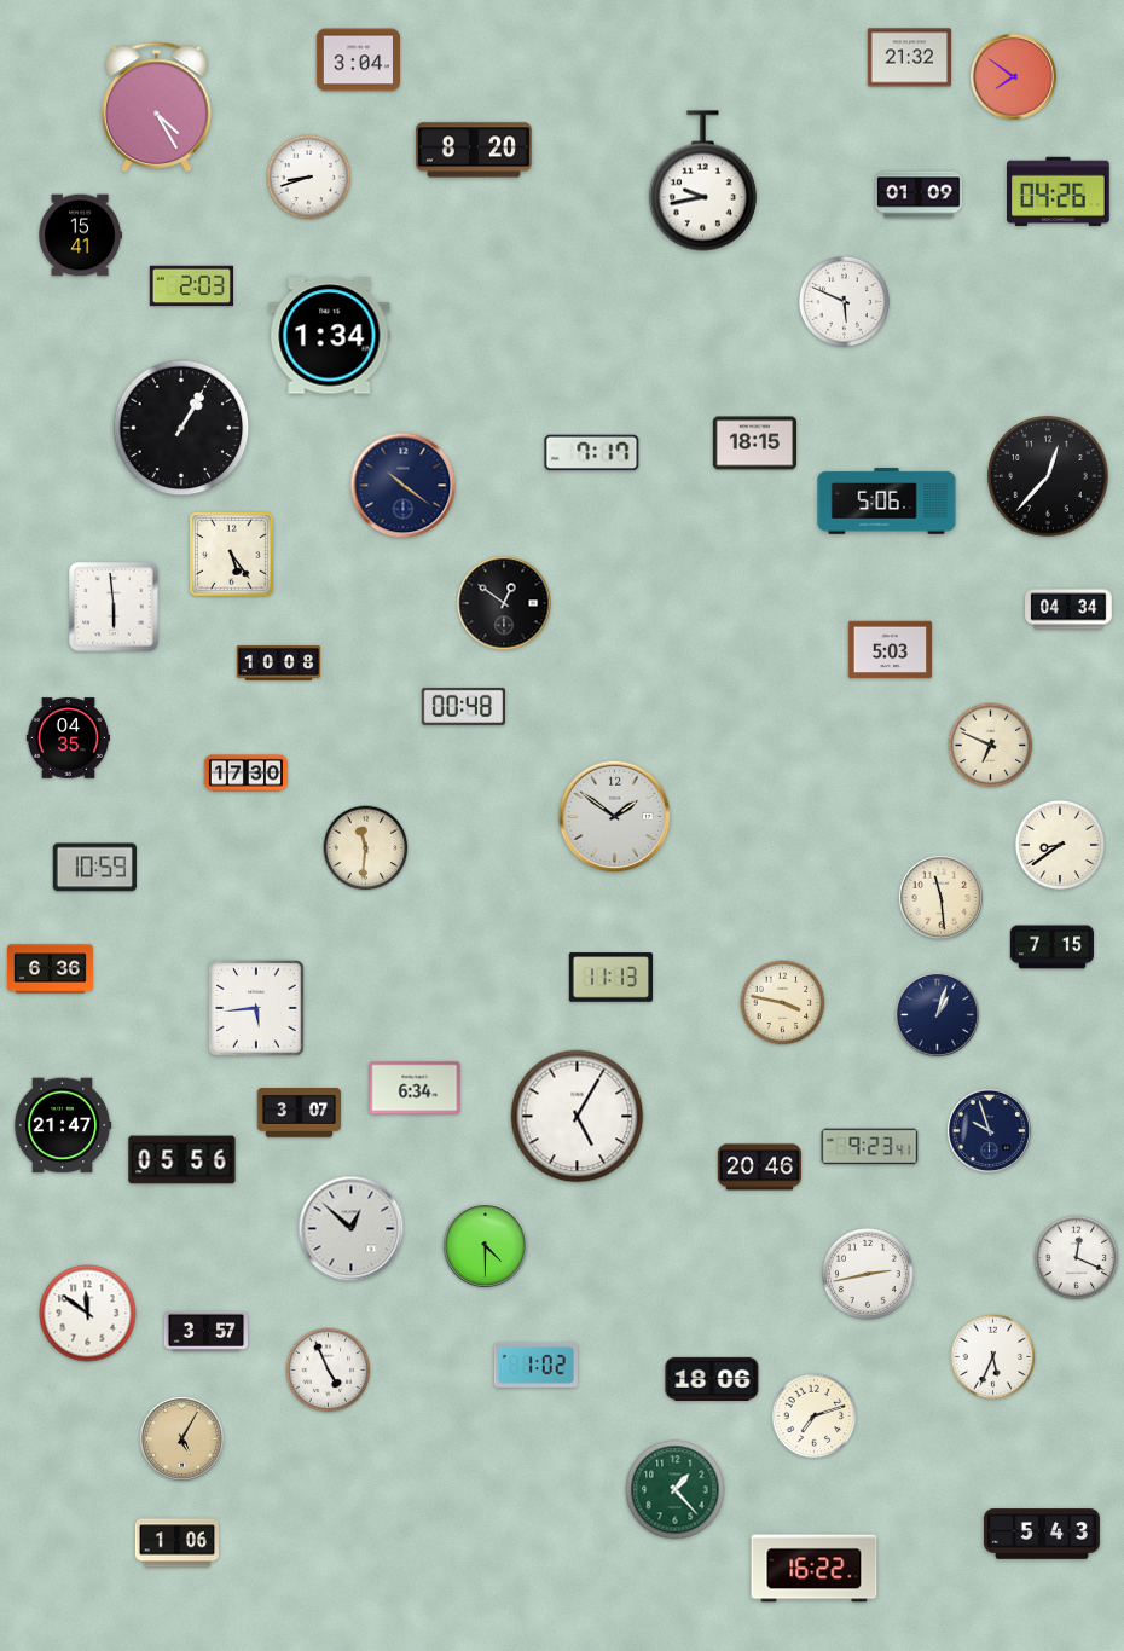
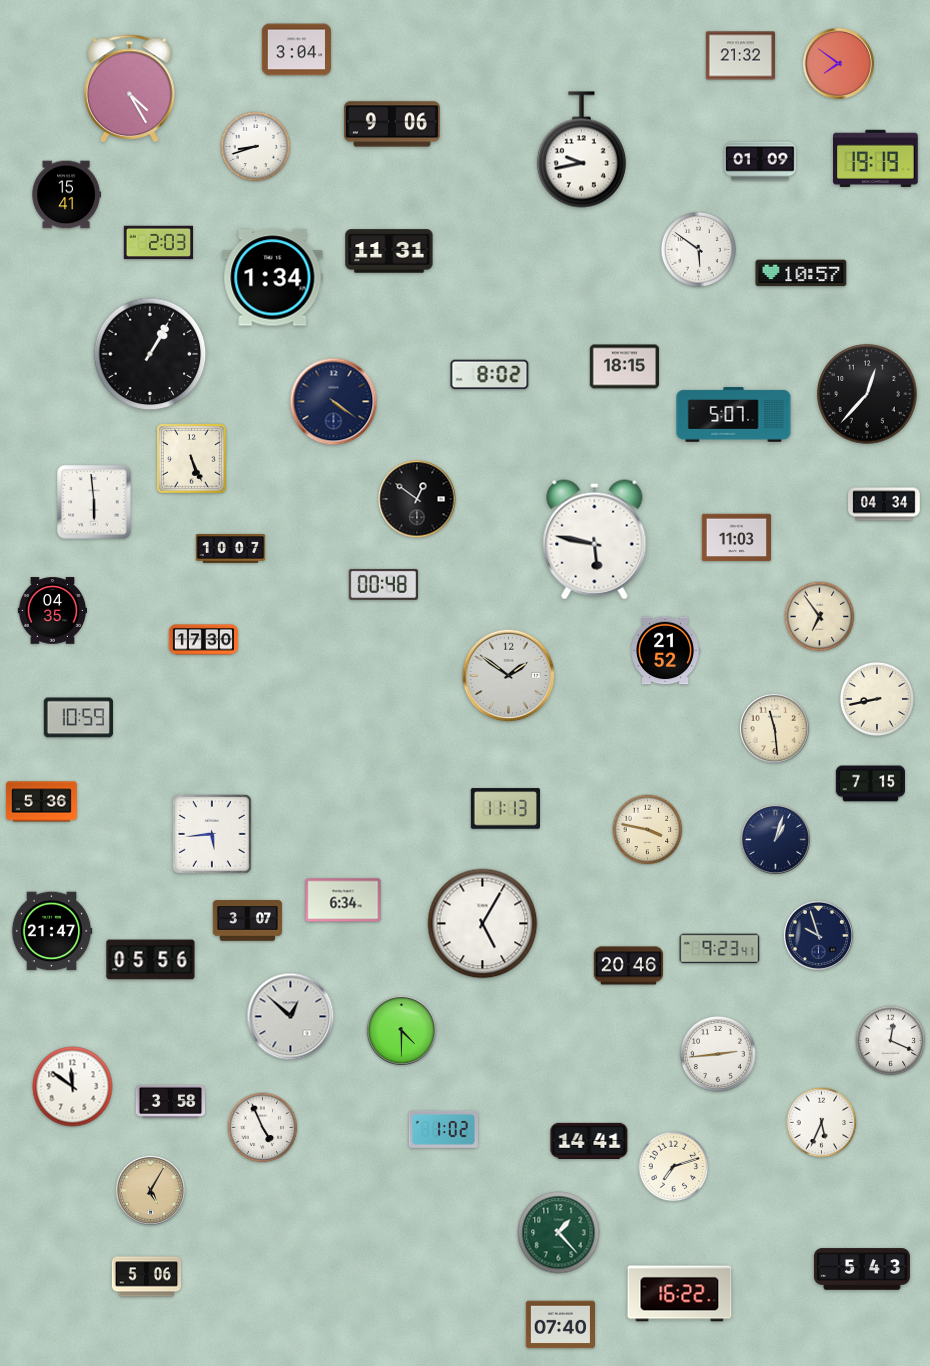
clock at (909, 58) position: (909, 58) -> (740, 56)
clock at (474, 150): 8:20 -> 9:06
clock at (1059, 191): 04:26 -> 19:19
clock at (191, 286) position: (191, 286) -> (158, 243)
clock at (844, 301): 5:49 -> 5:51
clock at (389, 251): none -> 11:31
clock at (801, 273): none -> 10:57
clock at (592, 453): 7:17 -> 8:02
clock at (404, 486): 10:21 -> 4:21
clock at (887, 502): 5:06 -> 5:07
clock at (232, 555): 5:24 -> 5:26
clock at (890, 650): 5:03 -> 11:03
clock at (595, 540): none -> 5:47
clock at (279, 664): 10:08 -> 10:07
clock at (68, 738) position: (68, 738) -> (52, 611)
clock at (991, 746): 6:49 -> 6:54
clock at (665, 651): none -> 21:52
clock at (1060, 845): 8:39 -> 8:43
clock at (366, 848): 11:31 -> none
clock at (940, 897) position: (940, 897) -> (774, 728)
clock at (51, 969): 6:36 -> 5:36
clock at (578, 1117) position: (578, 1117) -> (483, 924)
clock at (868, 1274): 2:43 -> 2:44
clock at (205, 1331): 3:57 -> 3:58
clock at (329, 1371) position: (329, 1371) -> (263, 1128)
clock at (712, 1379): 18:06 -> 14:41
clock at (815, 1417) position: (815, 1417) -> (674, 1167)
clock at (176, 1543): 1:06 -> 5:06
clock at (815, 1569) position: (815, 1569) -> (680, 1294)
clock at (560, 1325): none -> 07:40
